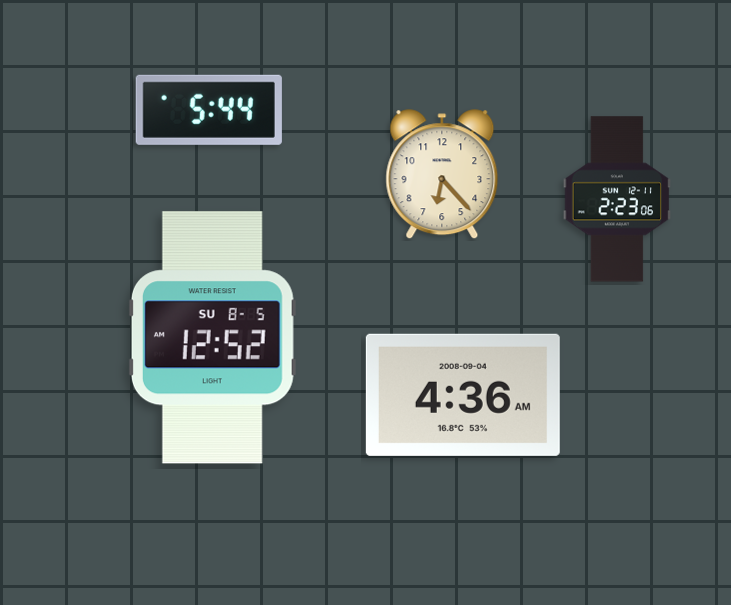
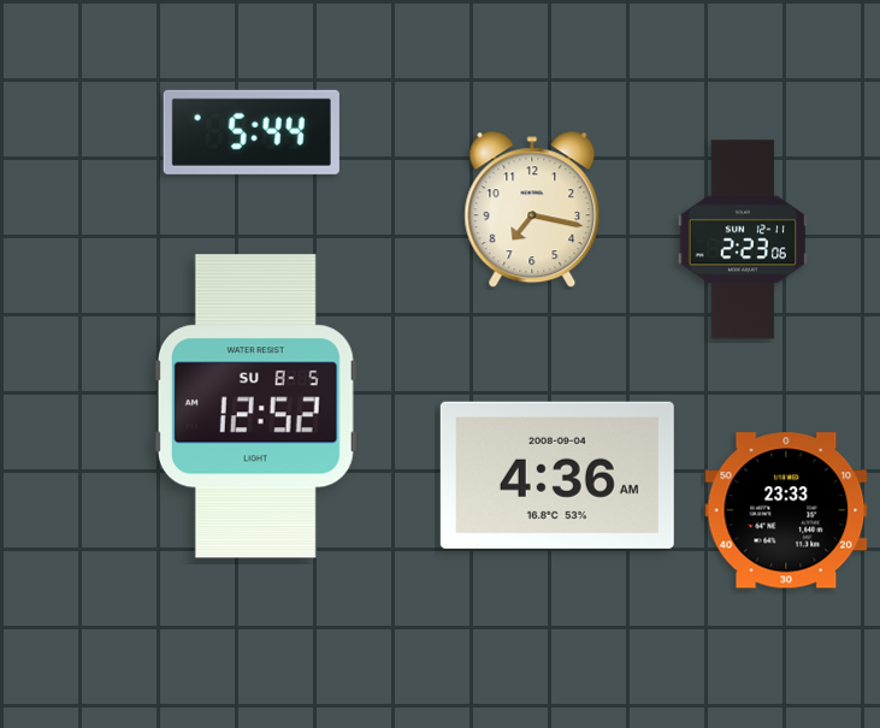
clock at (442, 175): 6:23 -> 7:17
clock at (786, 510): none -> 23:33
